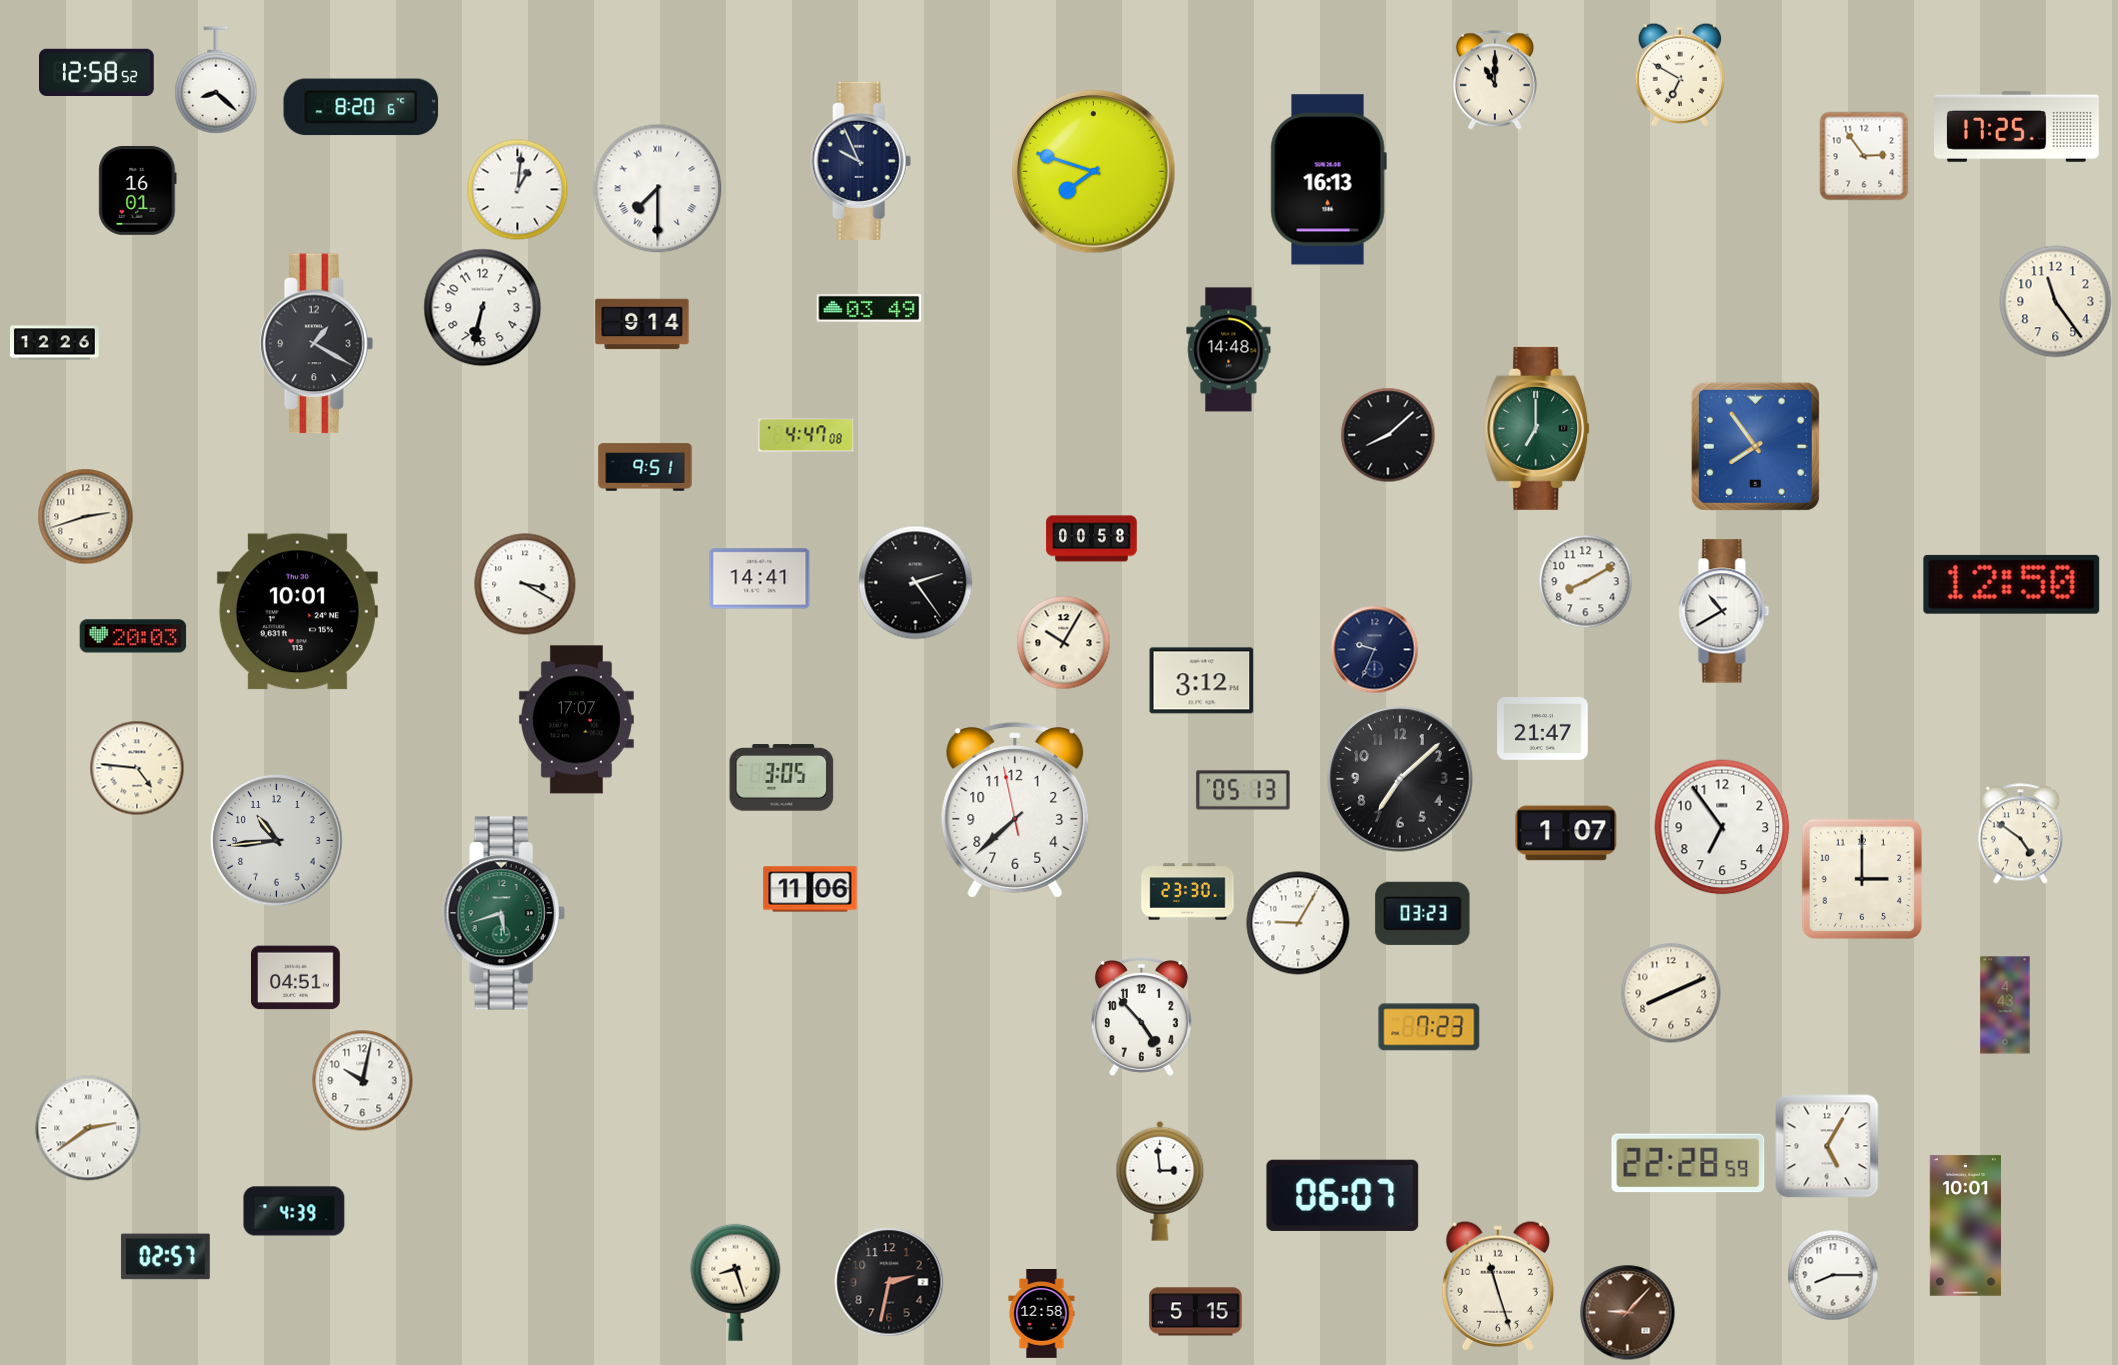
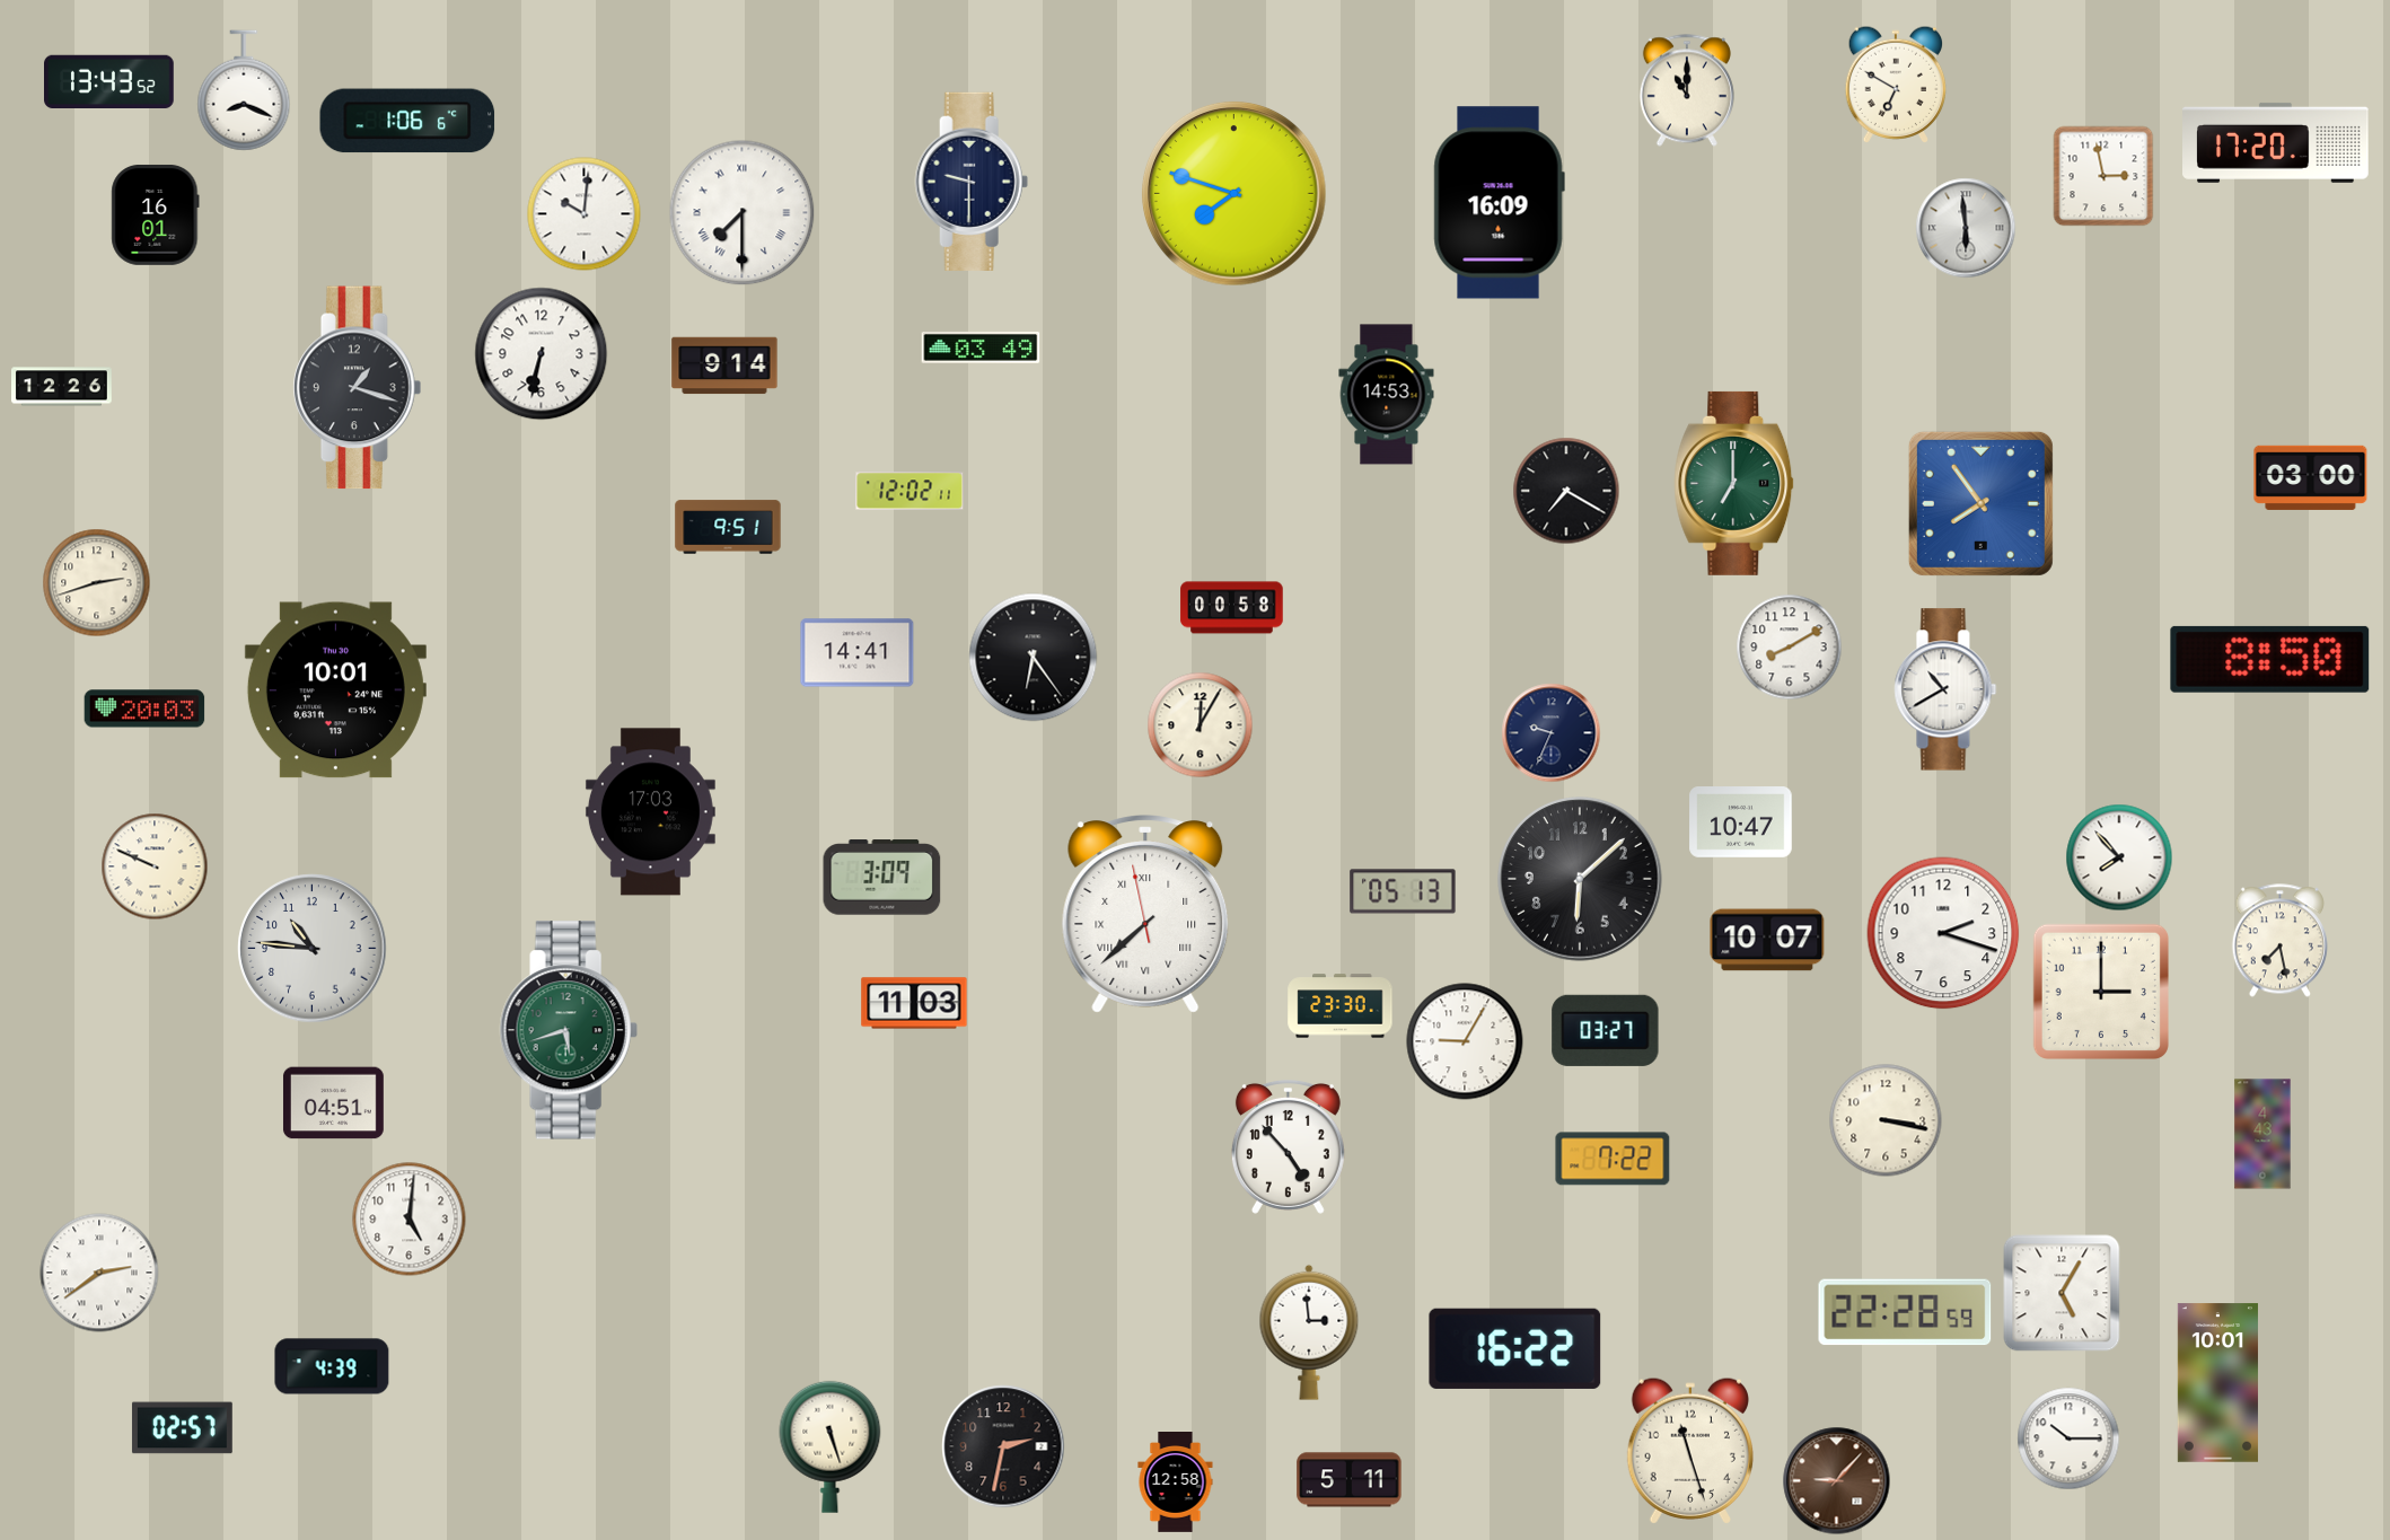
clock at (97, 73): 12:58 -> 13:43
clock at (216, 80): 8:22 -> 8:19
clock at (361, 107): 8:20 -> 1:06
clock at (2017, 126): 17:25 -> 17:20
clock at (1864, 156): 2:54 -> 2:58
clock at (861, 161): 9:56 -> 9:30
clock at (1328, 180): 16:13 -> 16:09
clock at (518, 190): 1:01 -> 10:01
clock at (1966, 228): none -> 5:59
clock at (2056, 302): 11:24 -> none
clock at (483, 308) position: (483, 308) -> (542, 354)
clock at (317, 344): 1:20 -> 1:18
clock at (1229, 350): 14:48 -> 14:53
clock at (2311, 477): none -> 03:00
clock at (806, 435): 4:47 -> 12:02
clock at (1388, 435): 8:08 -> 7:20
clock at (1586, 582) position: (1586, 582) -> (1790, 648)
clock at (916, 583): 2:24 -> 6:24
clock at (525, 584): 3:20 -> none
clock at (2012, 584): 12:50 -> 8:50
clock at (133, 636) position: (133, 636) -> (144, 709)
clock at (1064, 643): 10:05 -> 12:05
clock at (1202, 681): 3:12 -> none
clock at (576, 720): 17:07 -> 17:03
clock at (1543, 729): 21:47 -> 10:47
clock at (2119, 857): none -> 7:53
clock at (137, 768): 4:46 -> 9:49
clock at (782, 778): 3:05 -> 3:09
clock at (1400, 779): 7:08 -> 6:08
clock at (1015, 810) numerals: Arabic -> Roman
clock at (1722, 827): 6:54 -> 2:18
clock at (1566, 833): 1:07 -> 10:07
clock at (2020, 834): 4:51 -> 7:28
clock at (277, 841): 10:44 -> 10:46
clock at (810, 889): 11:06 -> 11:03
clock at (1423, 913): 03:23 -> 03:27
clock at (1671, 993): 8:11 -> 3:17
clock at (1429, 1027): 7:23 -> 7:22
clock at (363, 1081): 10:02 -> 5:01
clock at (1343, 1195): 06:07 -> 16:22
clock at (165, 1257) position: (165, 1257) -> (182, 1428)
clock at (1833, 1275): 8:15 -> 10:15
clock at (736, 1282): 8:27 -> 5:27
clock at (1196, 1312): 5:15 -> 5:11
